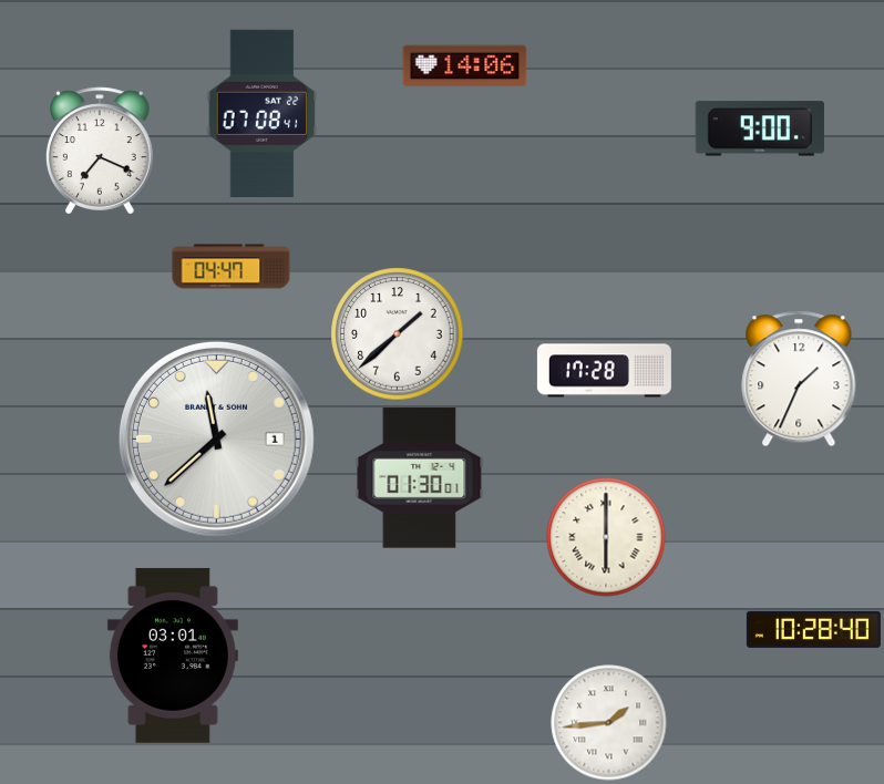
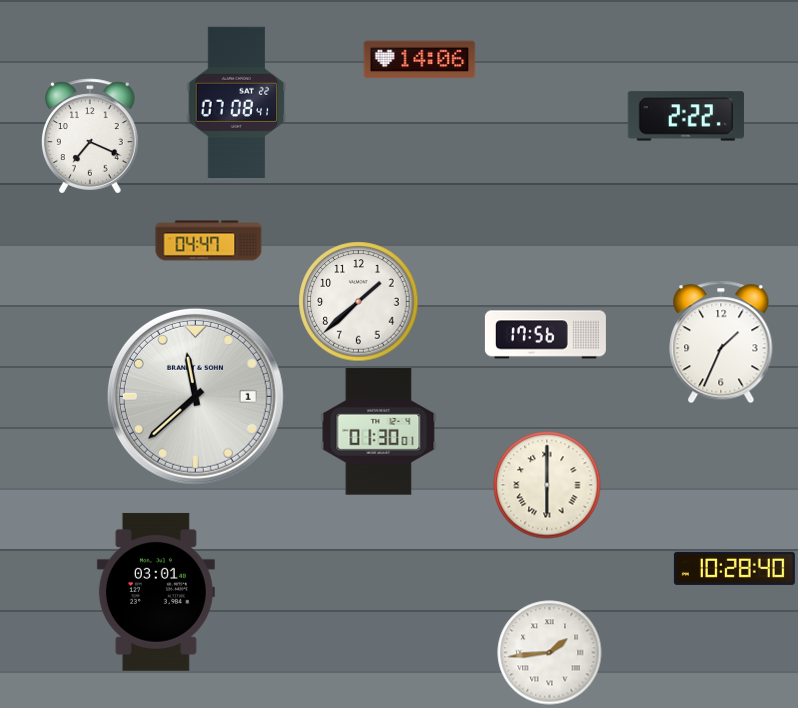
clock at (759, 128): 9:00 -> 2:22
clock at (604, 371): 17:28 -> 17:56
